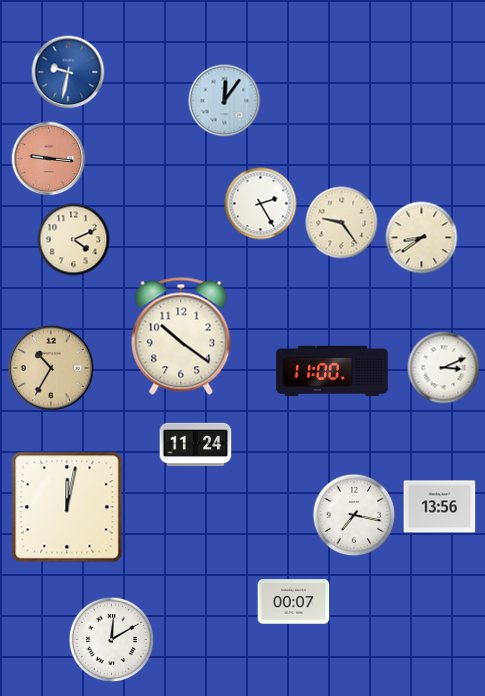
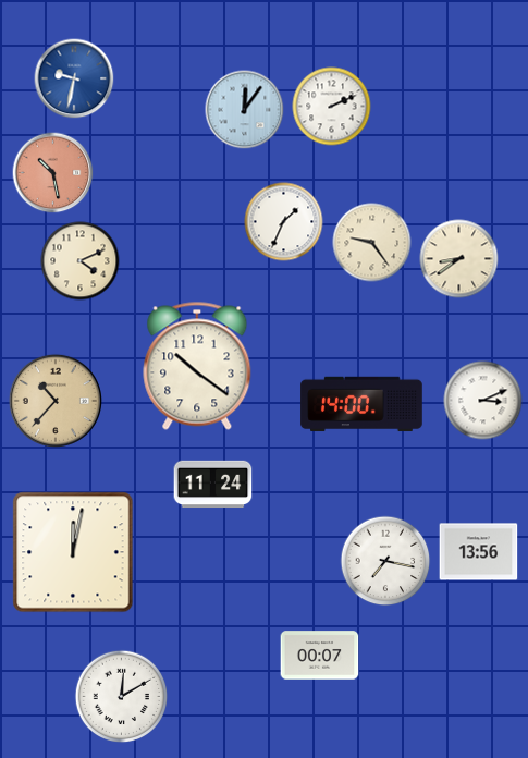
clock at (332, 107): none -> 2:11
clock at (49, 159): 9:16 -> 10:28
clock at (261, 204): 2:25 -> 1:34
clock at (51, 368): 10:35 -> 10:37
clock at (332, 371): 11:00 -> 14:00
